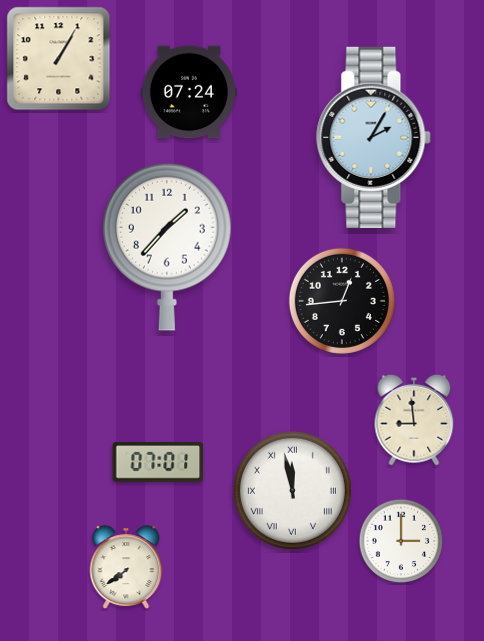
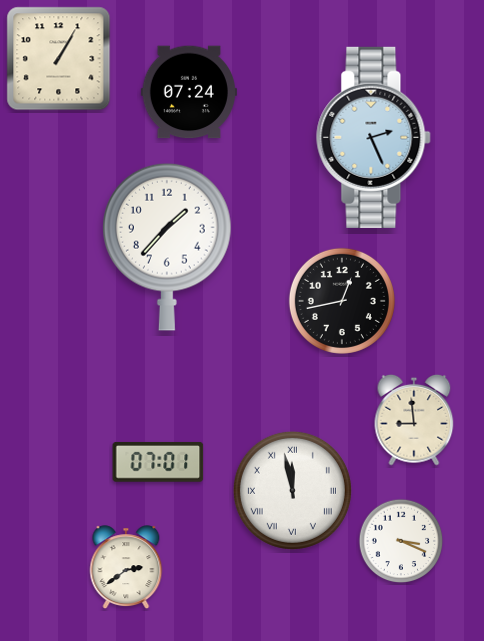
clock at (374, 137): 2:05 -> 2:26
clock at (342, 301): 12:44 -> 12:43
clock at (401, 541): 3:00 -> 3:19
clock at (126, 568): 7:39 -> 2:39
